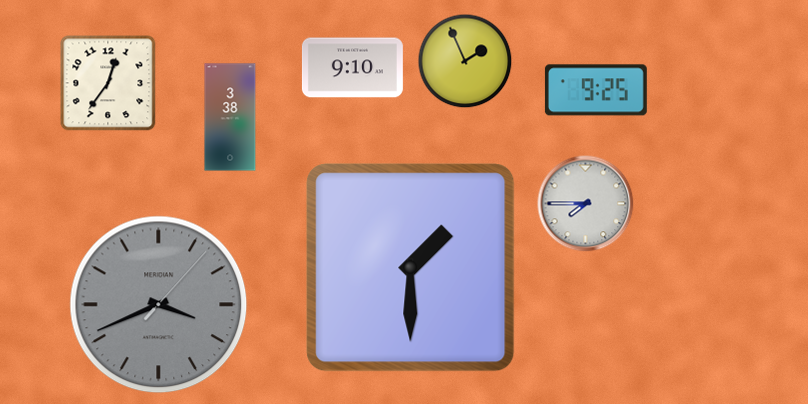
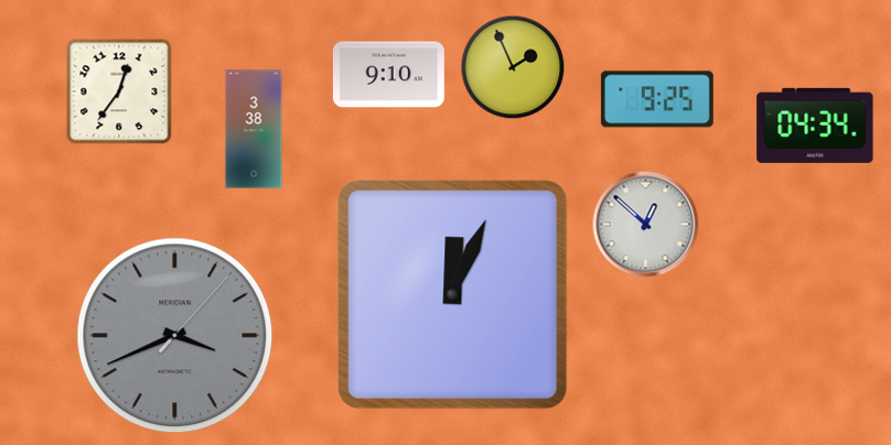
clock at (815, 126): none -> 04:34
clock at (586, 204): 7:45 -> 12:52
clock at (411, 268): 1:30 -> 12:04
